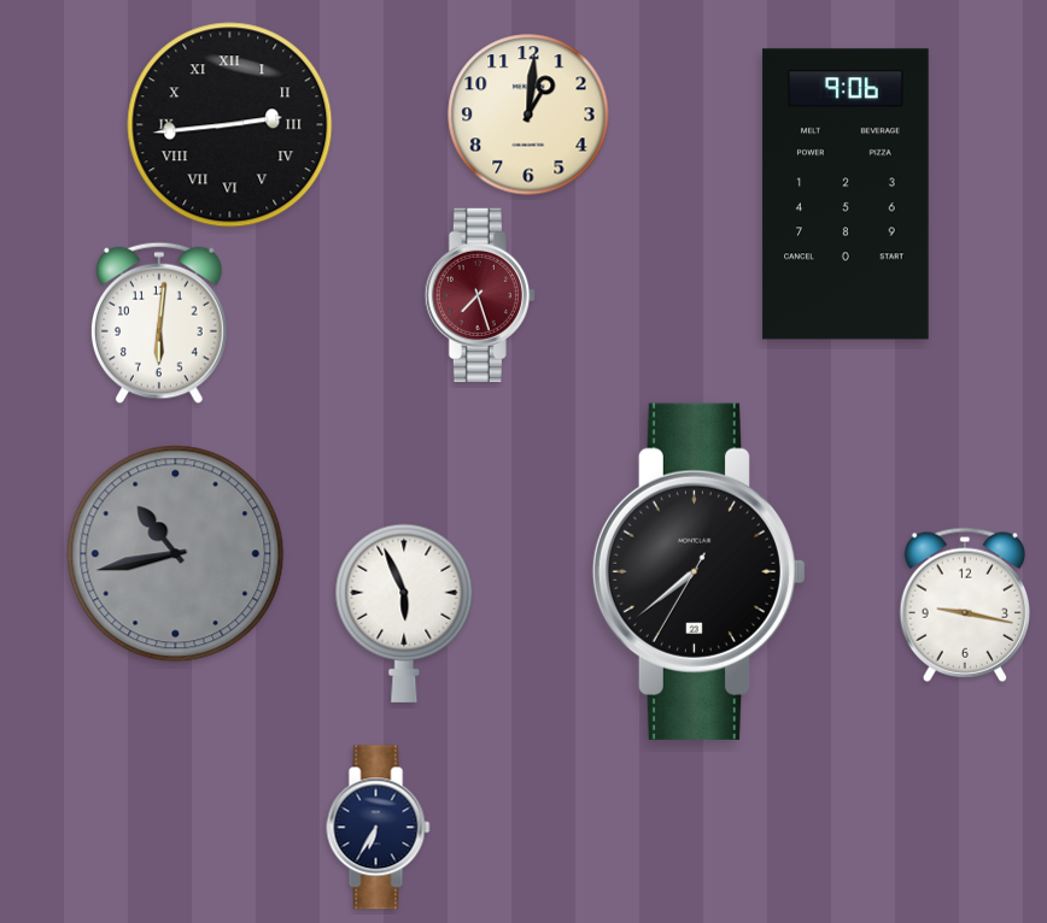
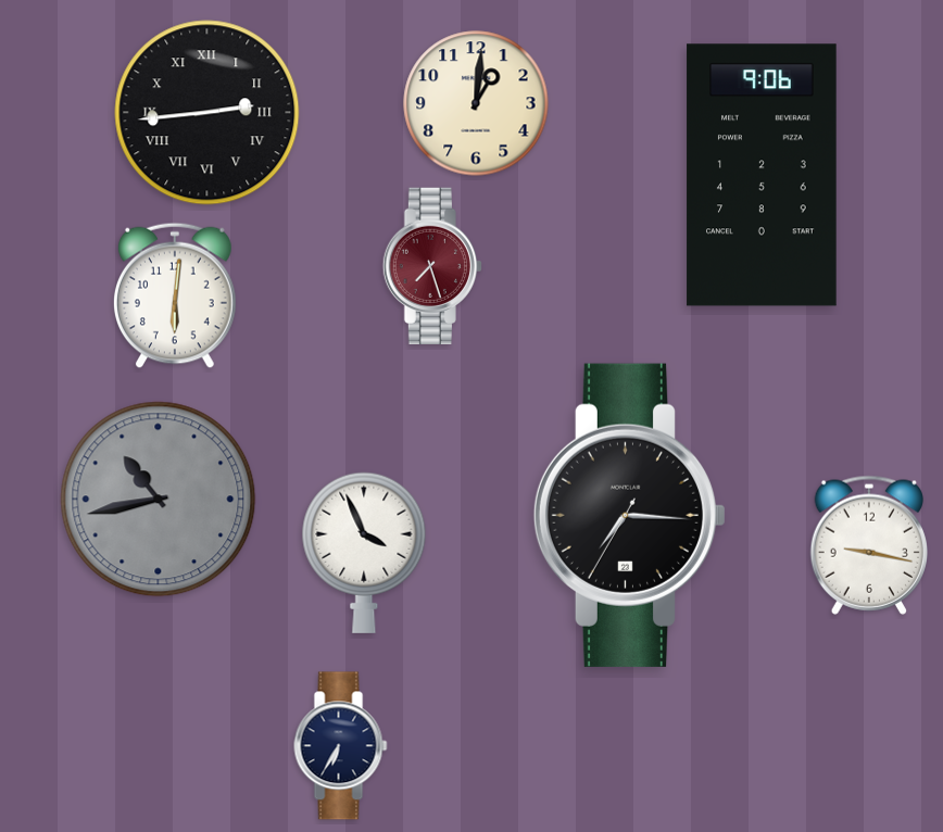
clock at (159, 323) position: (159, 323) -> (175, 295)
clock at (698, 571): 7:38 -> 7:15
clock at (404, 613): 5:56 -> 3:56
